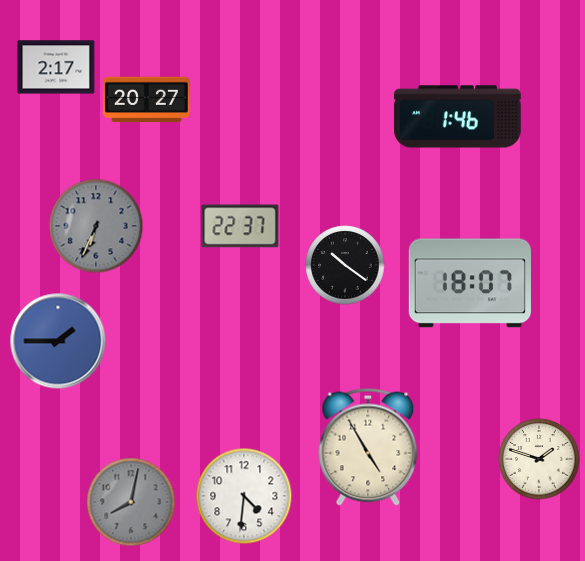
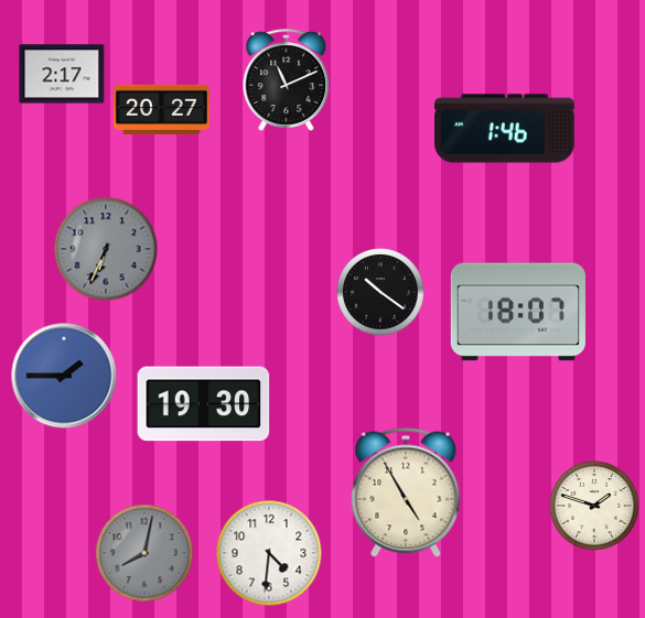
clock at (287, 79): none -> 11:11
clock at (240, 226): 22:37 -> none
clock at (204, 404): none -> 19:30
clock at (244, 496) position: (244, 496) -> (269, 553)
